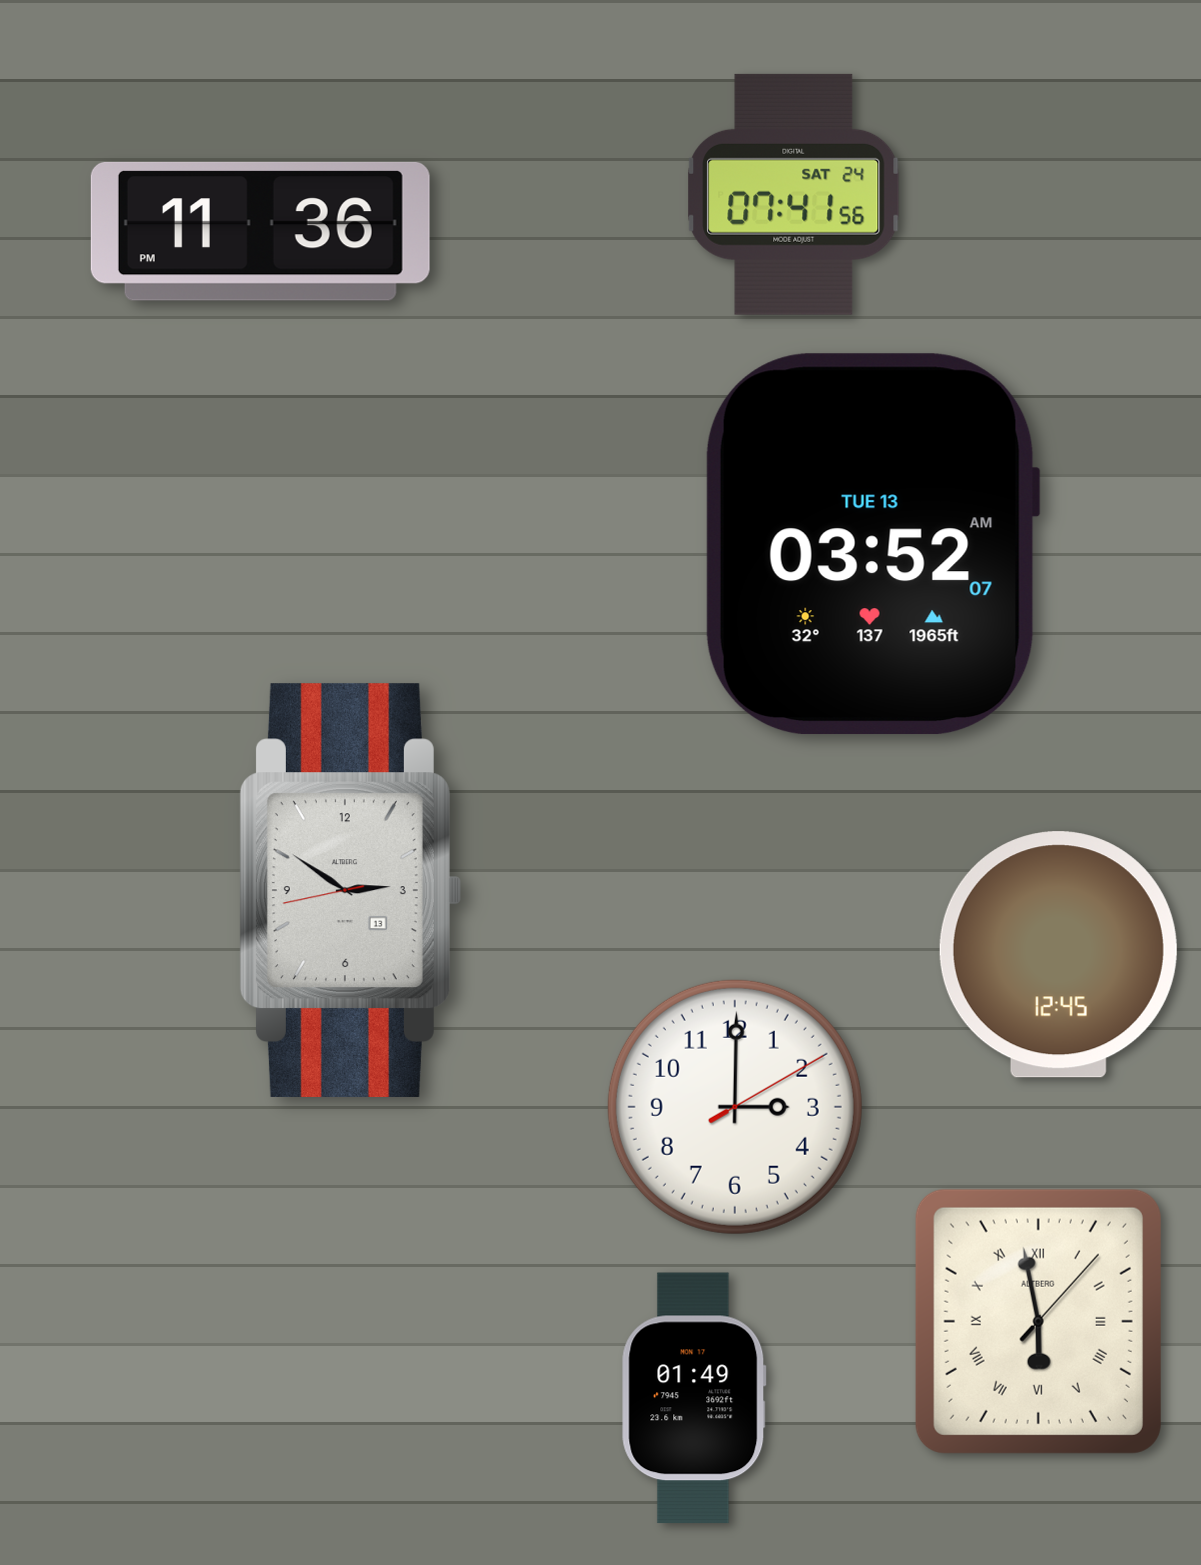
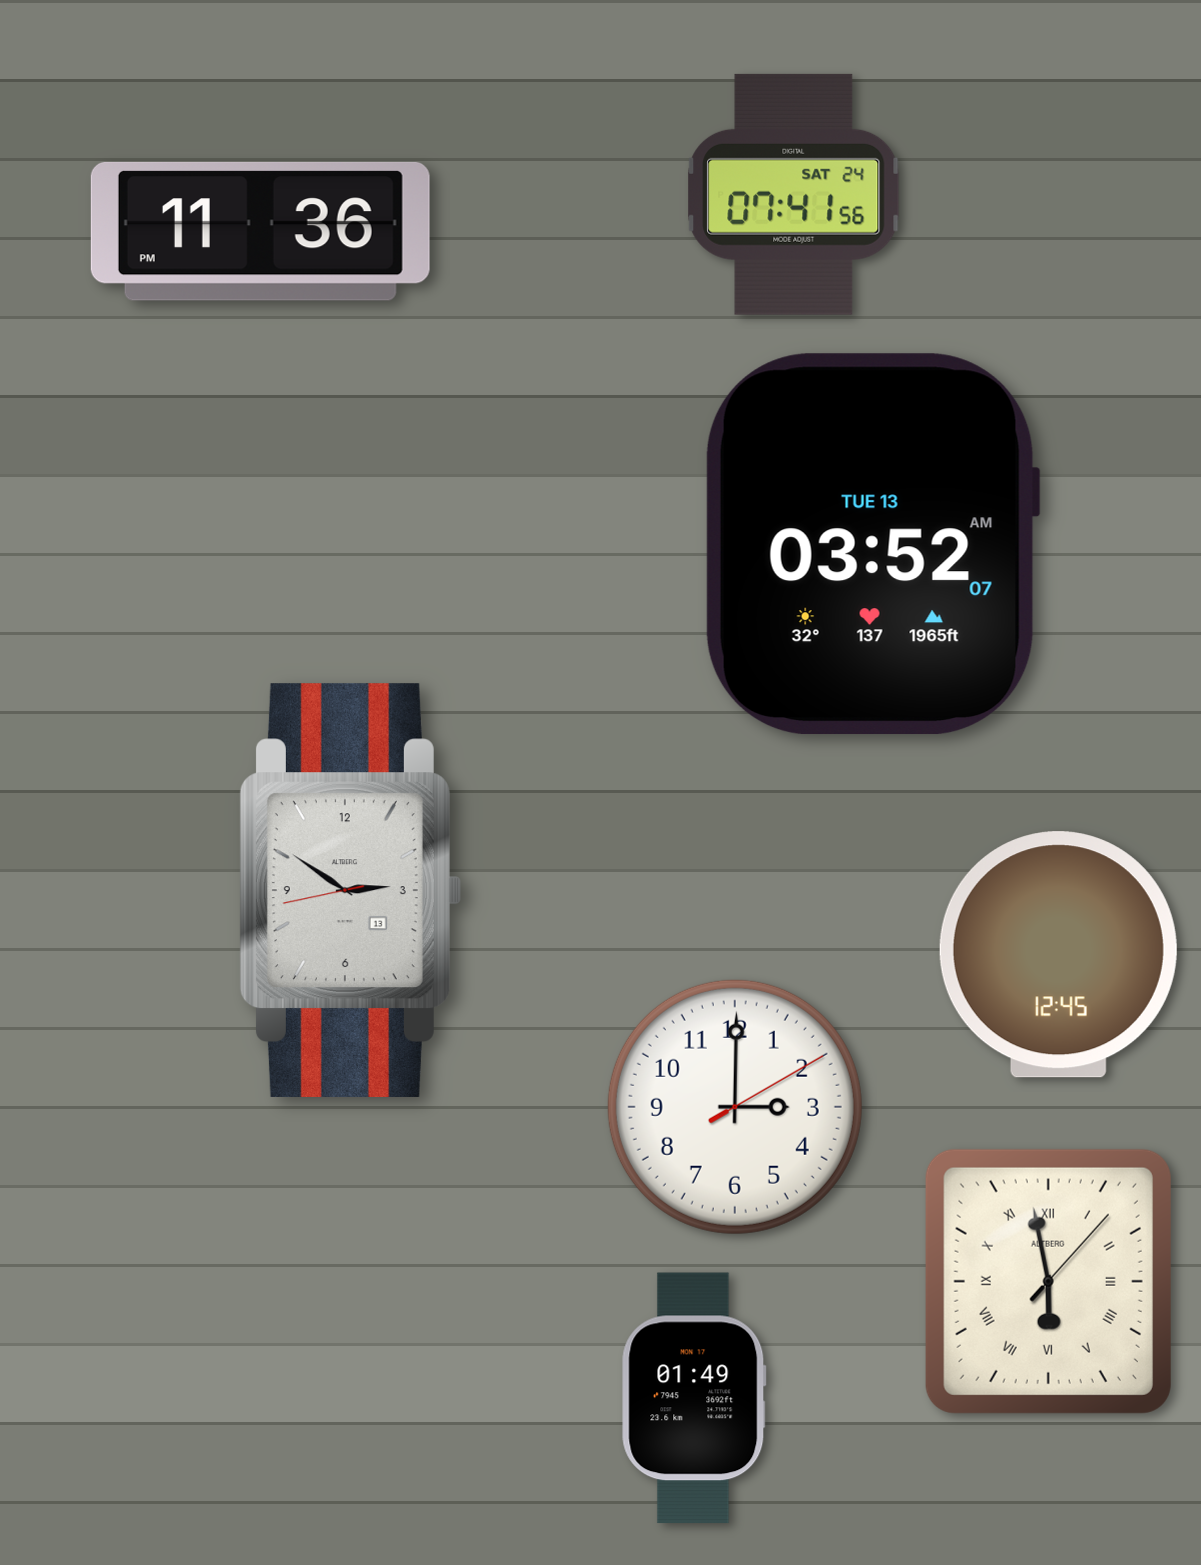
clock at (1038, 1321) position: (1038, 1321) -> (1048, 1281)
